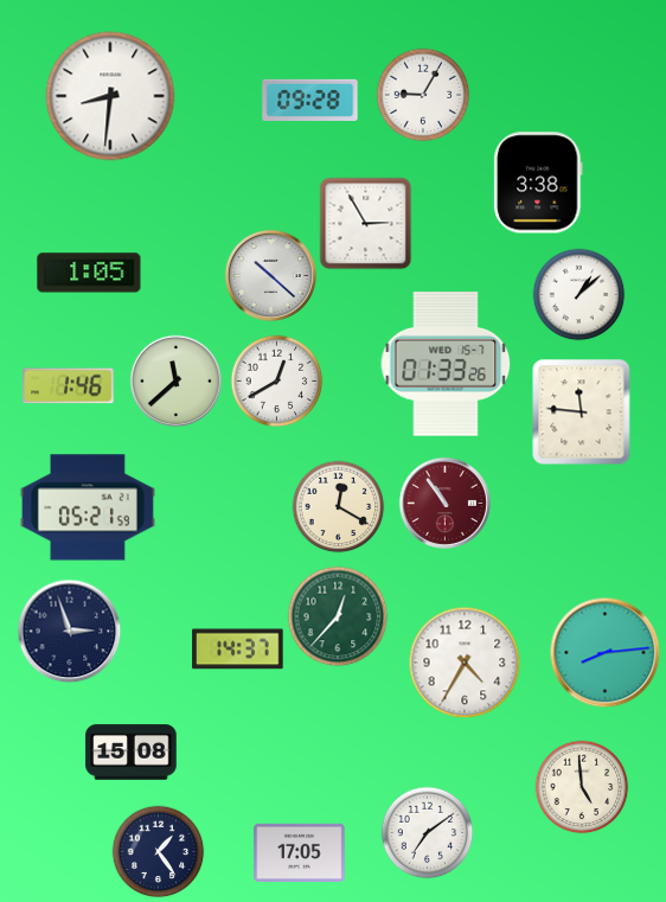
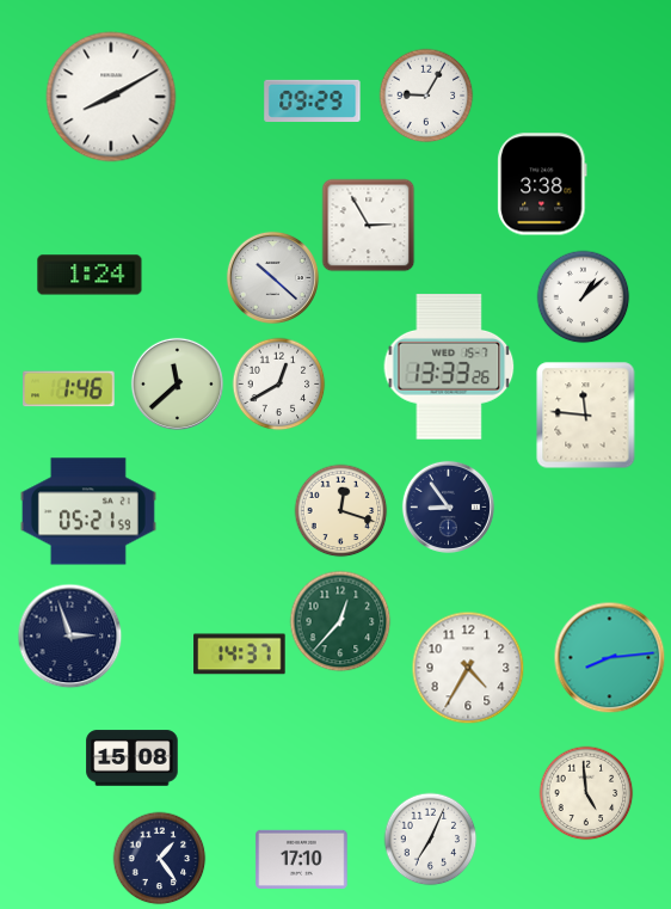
clock at (110, 96): 8:31 -> 8:10
clock at (310, 100): 09:28 -> 09:29
clock at (89, 273): 1:05 -> 1:24
clock at (446, 364): 01:33 -> 13:33
clock at (444, 503): 10:54 -> 8:54
clock at (444, 503) dial: burgundy -> navy
clock at (338, 506): 12:20 -> 12:18
clock at (427, 832): 7:09 -> 7:04
clock at (300, 852): 17:05 -> 17:10
